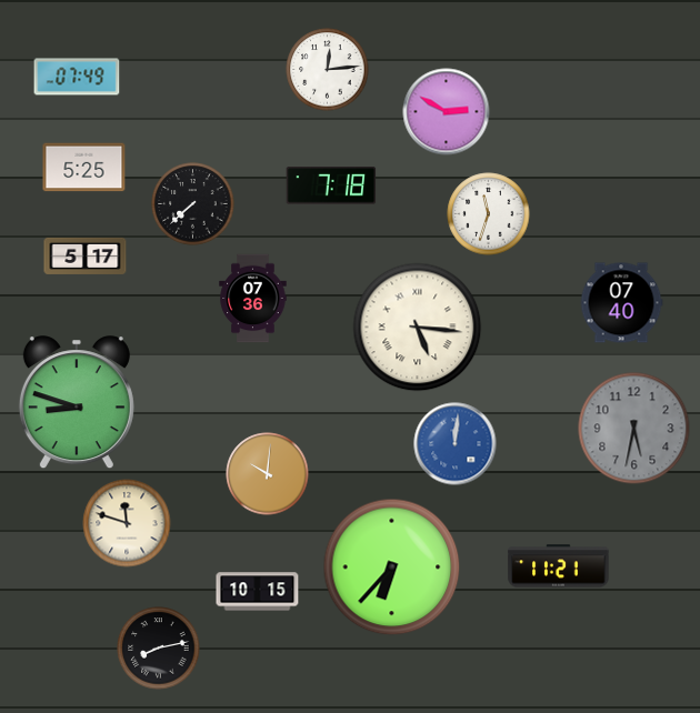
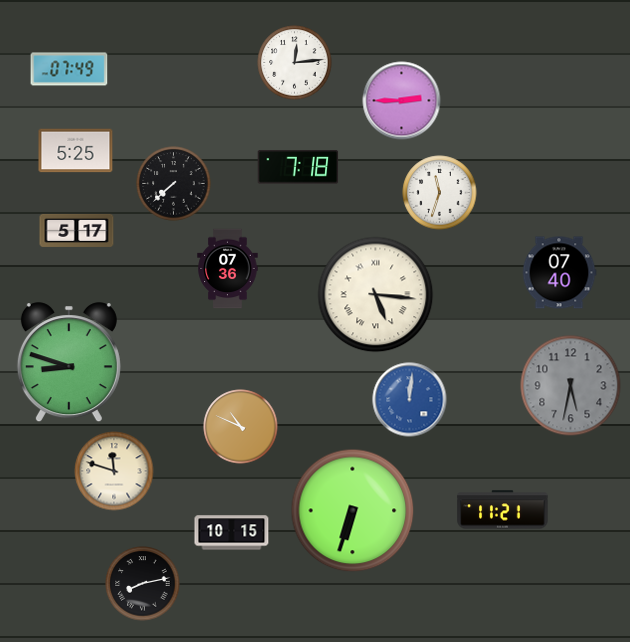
clock at (447, 112): 2:50 -> 2:45
clock at (268, 474): 10:01 -> 10:49
clock at (392, 568): 6:37 -> 6:33
